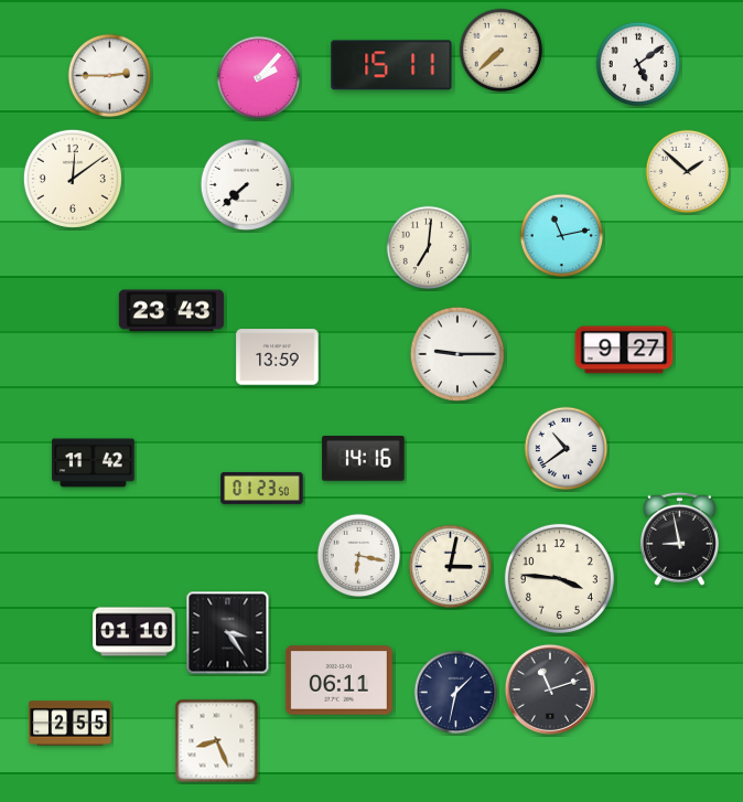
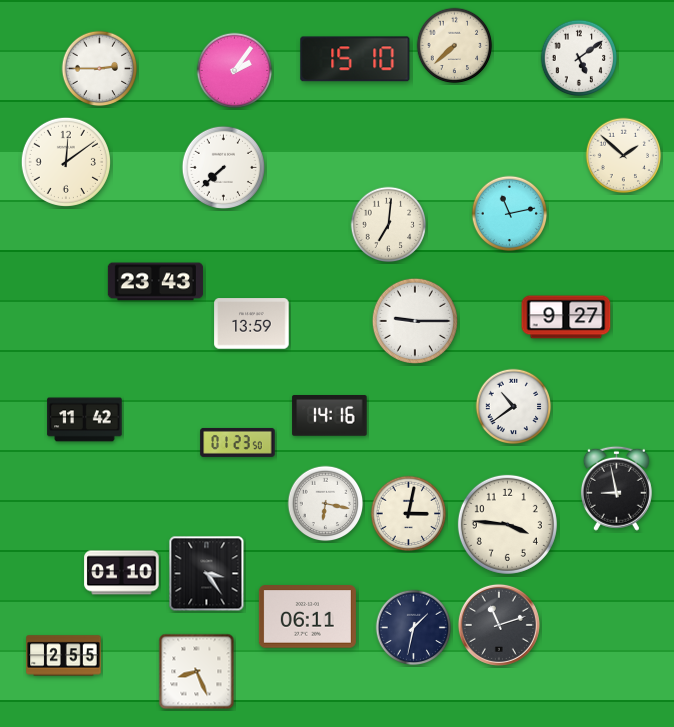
clock at (391, 65): 15:11 -> 15:10
clock at (259, 78): 2:07 -> 2:06
